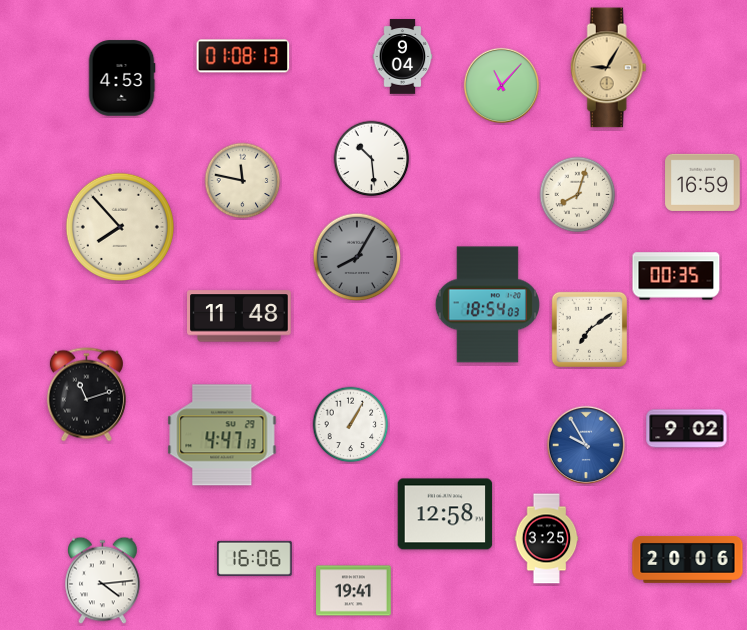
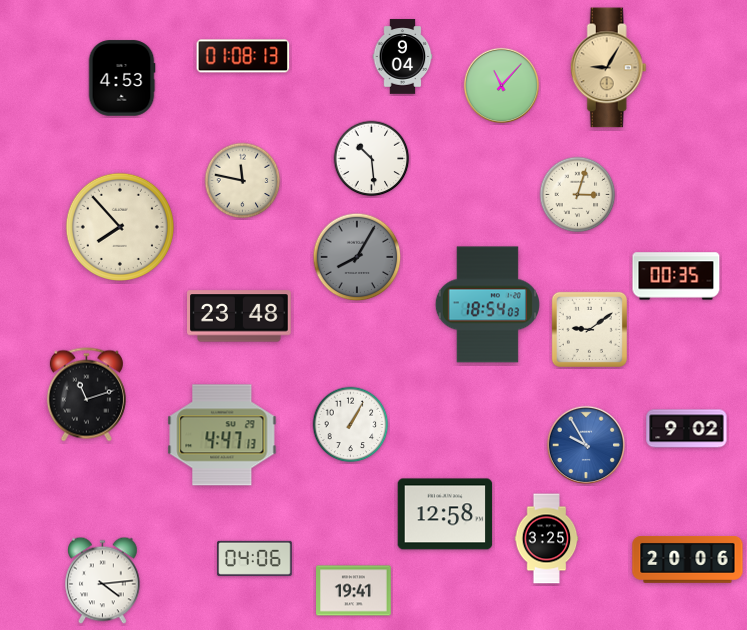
clock at (703, 182): 16:59 -> none
clock at (578, 195): 8:03 -> 3:03
clock at (239, 316): 11:48 -> 23:48
clock at (589, 329): 7:09 -> 9:09
clock at (255, 558): 16:06 -> 04:06
